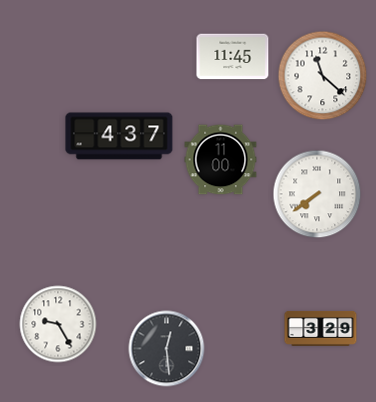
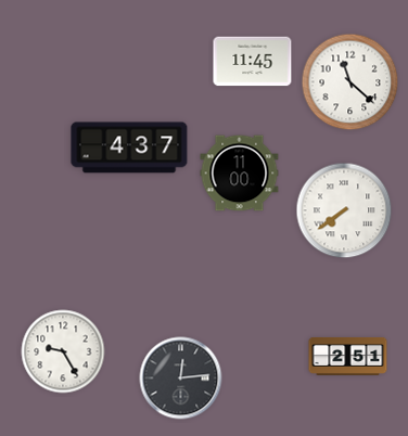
clock at (321, 328): 3:29 -> 2:51
clock at (167, 349): 12:29 -> 12:14
